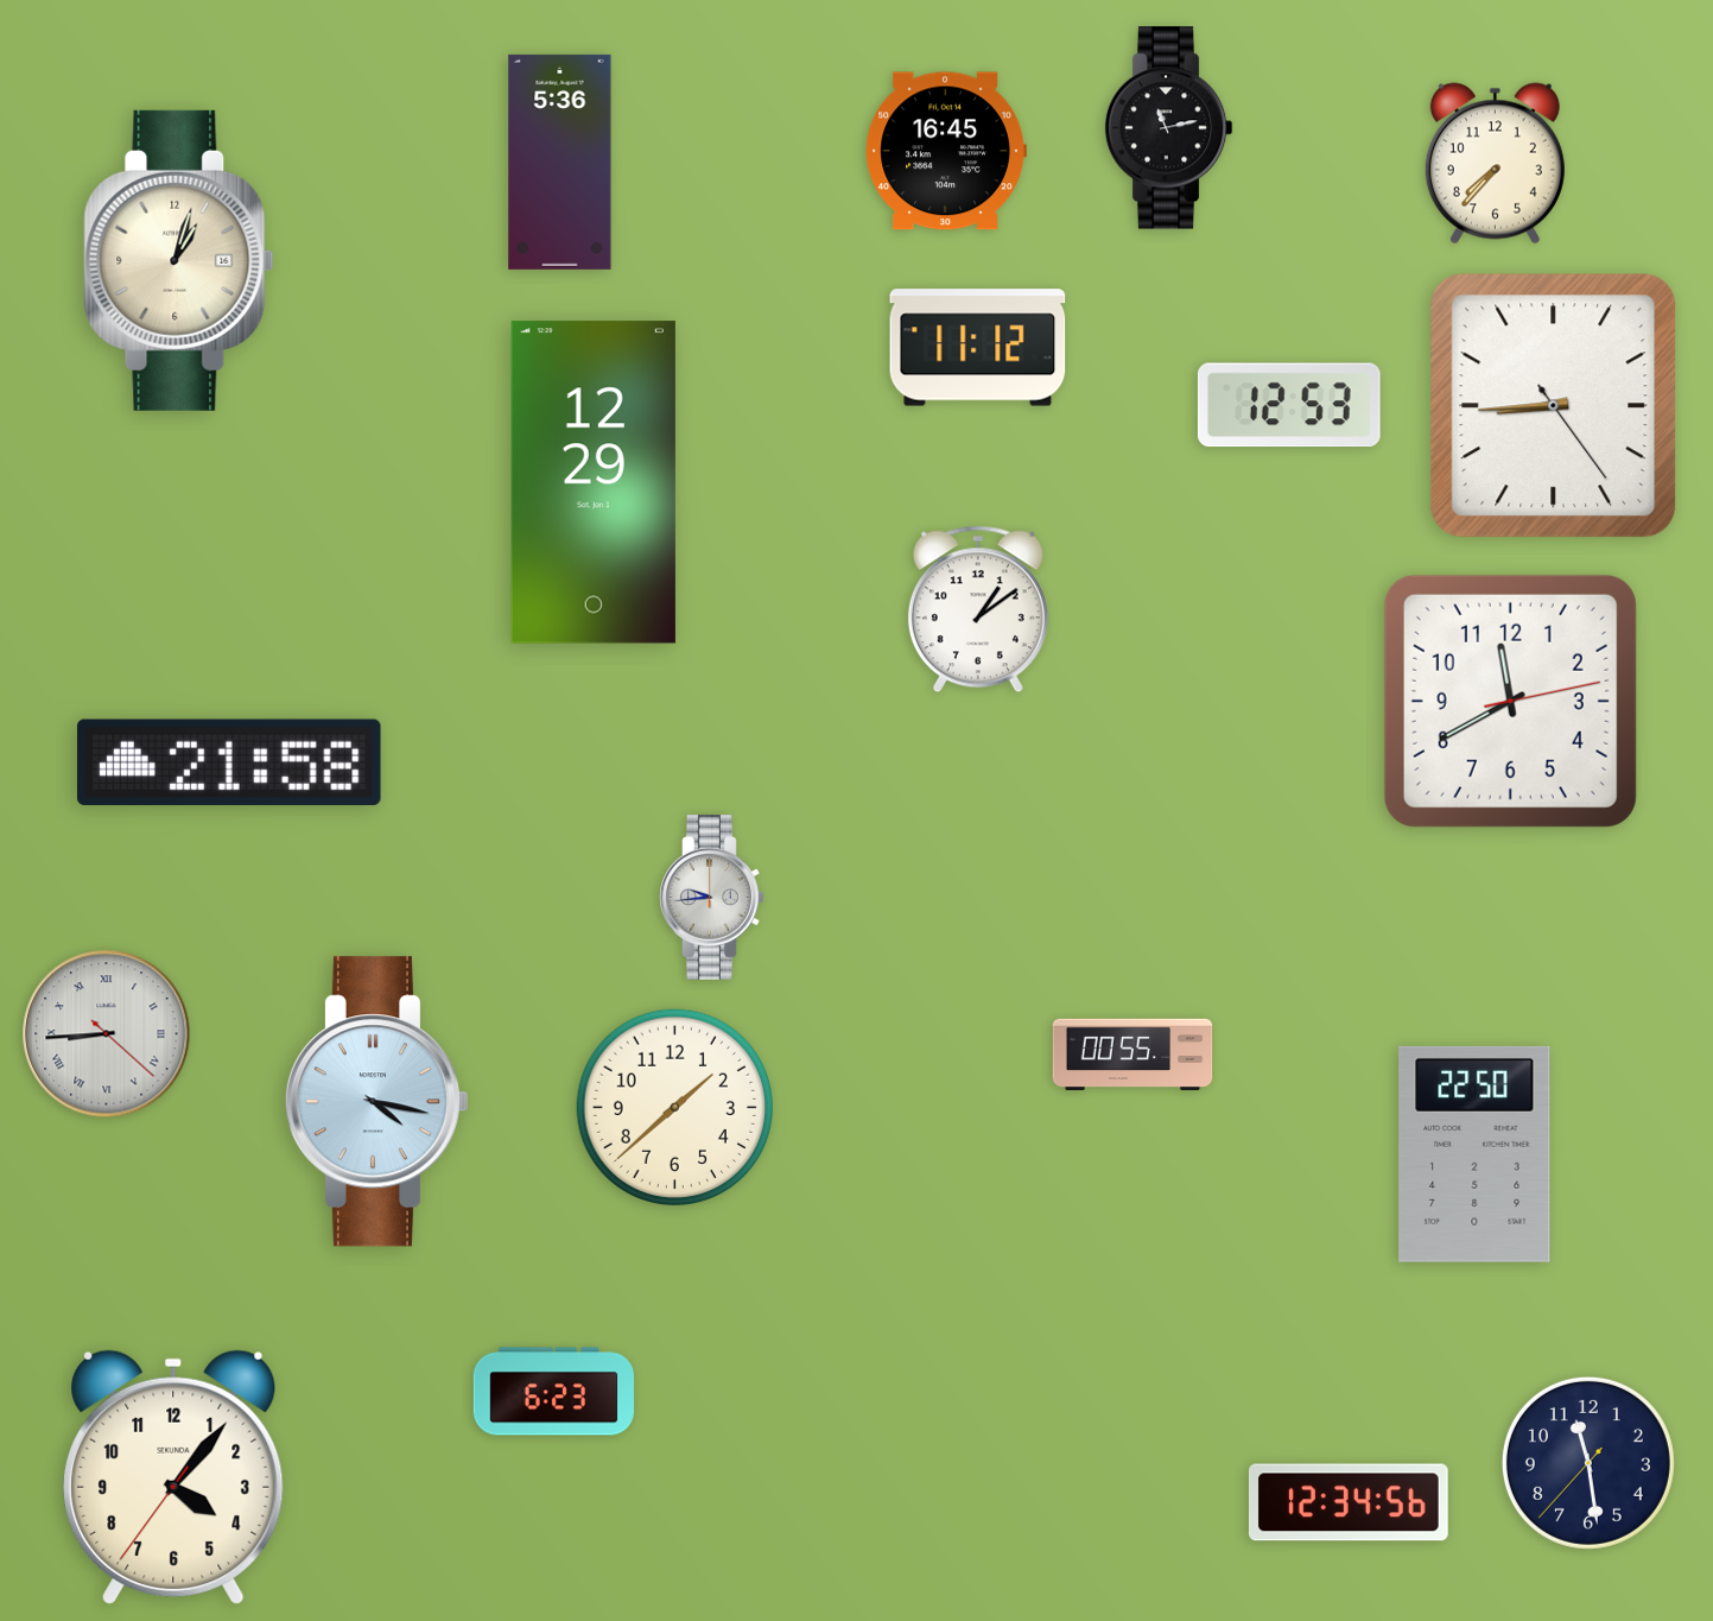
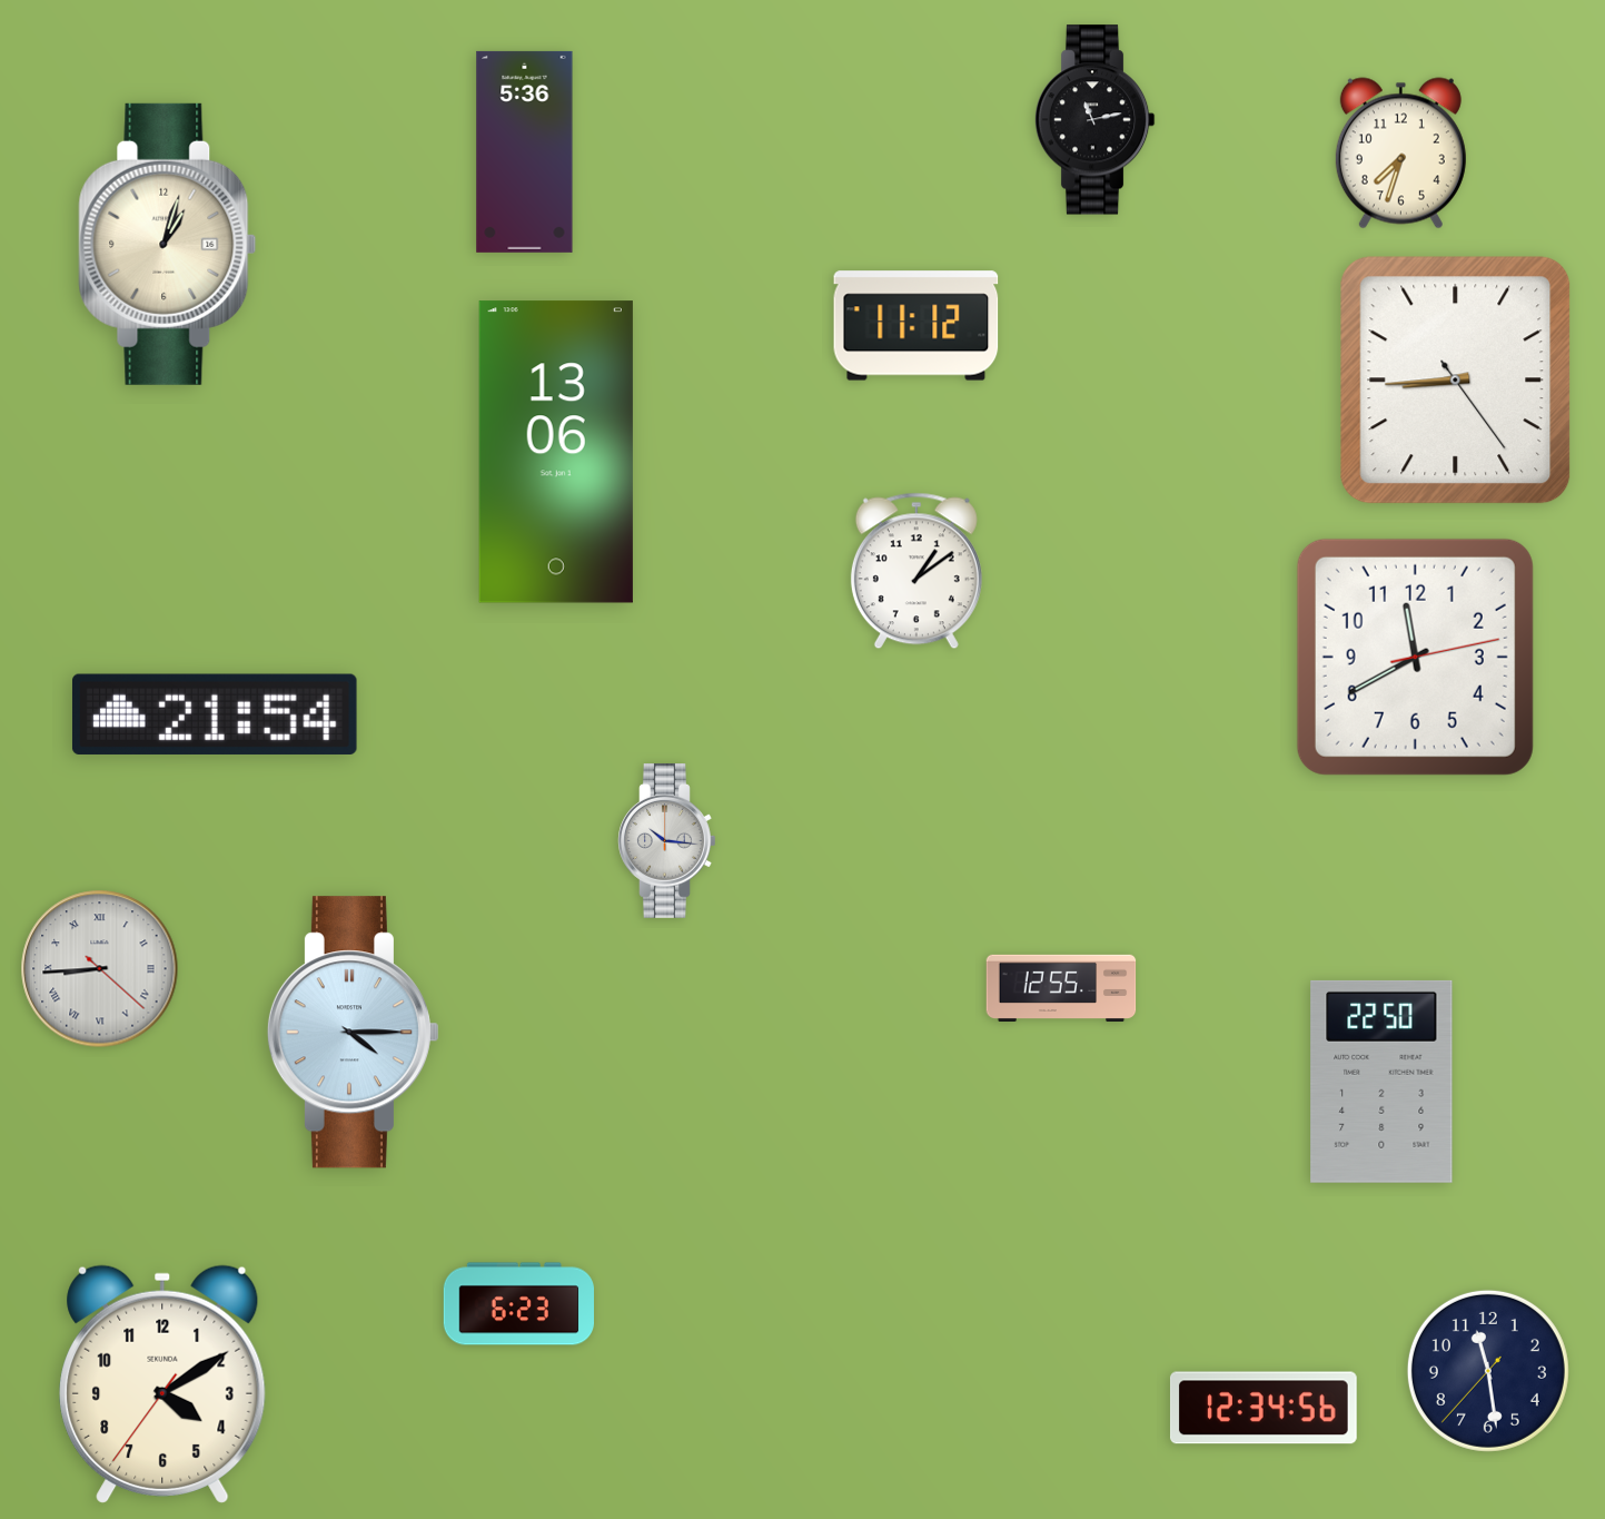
clock at (946, 151): 16:45 -> none
clock at (1495, 164): 7:37 -> 7:33
clock at (1289, 405): 12:53 -> none
clock at (594, 482): 12:29 -> 13:06
clock at (229, 762): 21:58 -> 21:54
clock at (712, 898): 9:44 -> 10:16
clock at (1133, 1053): 00:55 -> 12:55
clock at (376, 1102): 4:17 -> 4:15
clock at (674, 1107): 1:38 -> none
clock at (173, 1477): 4:06 -> 4:09
